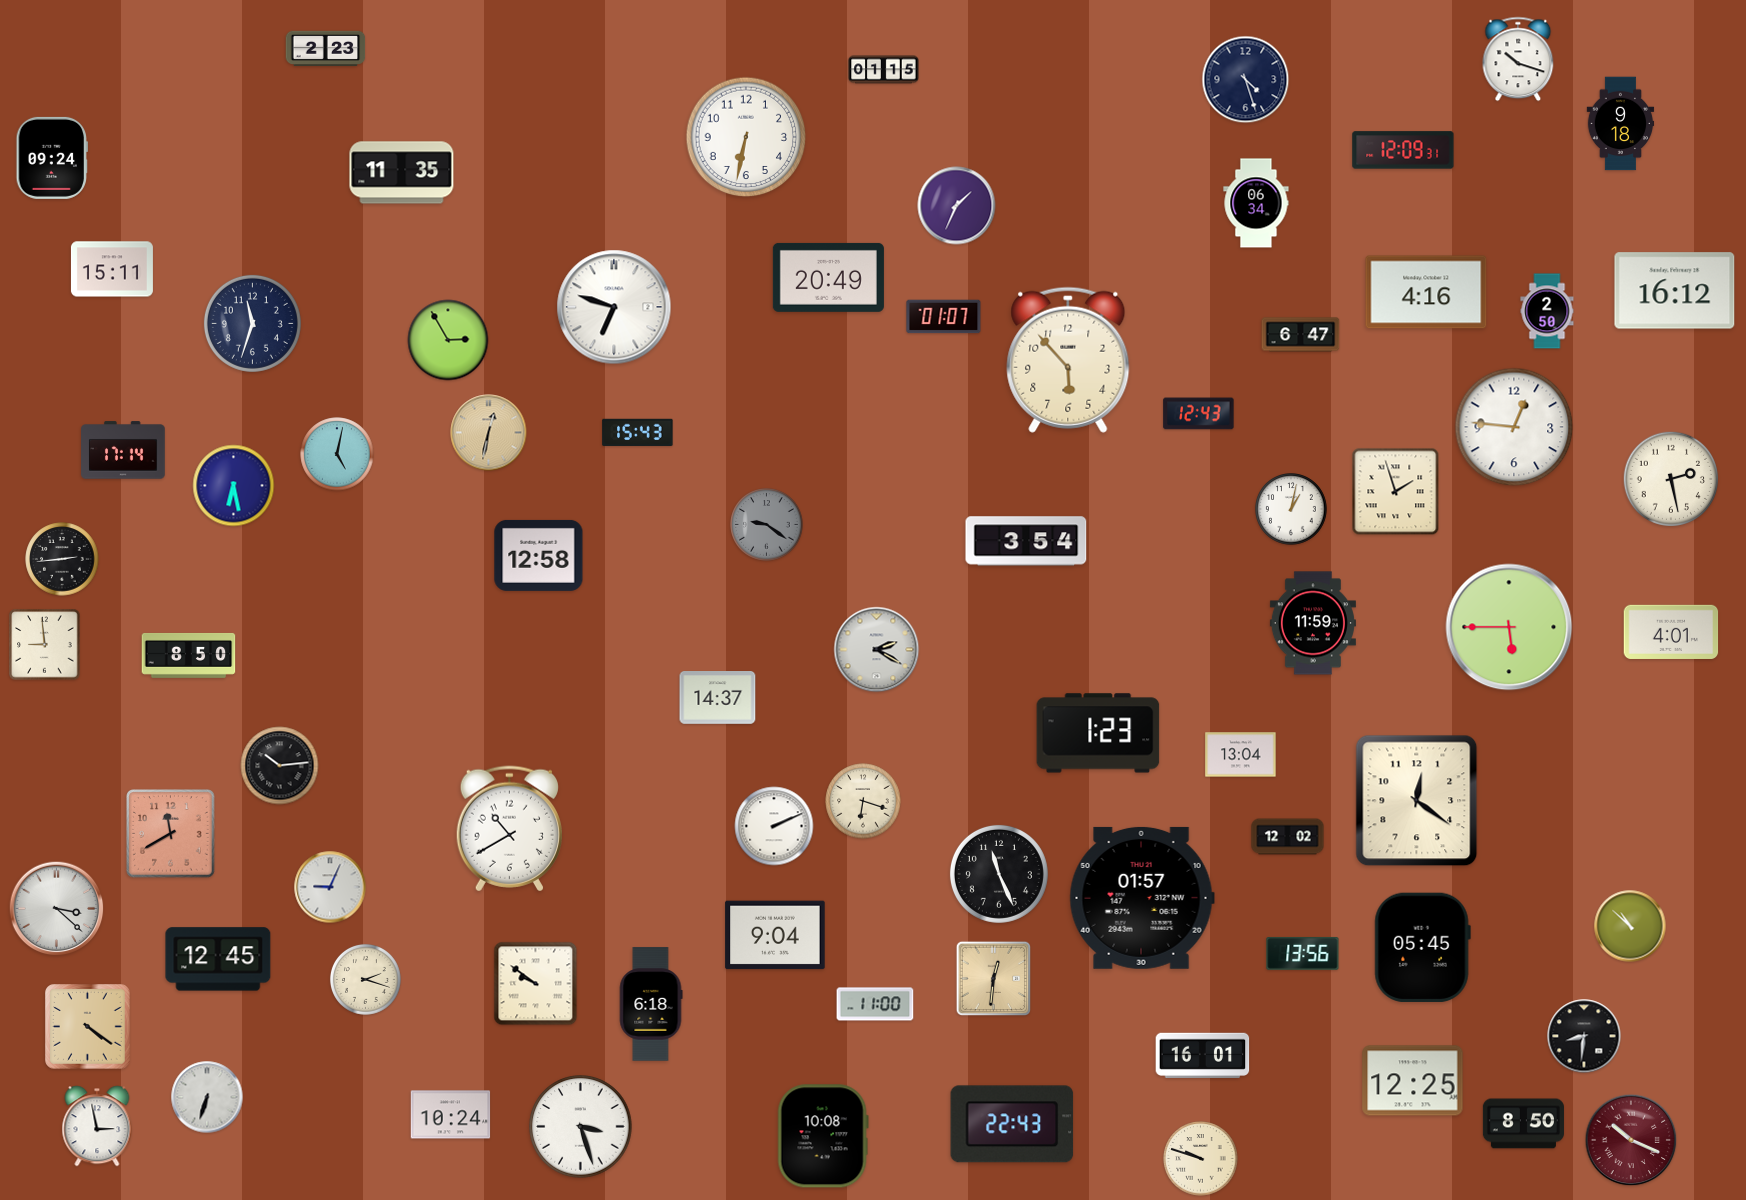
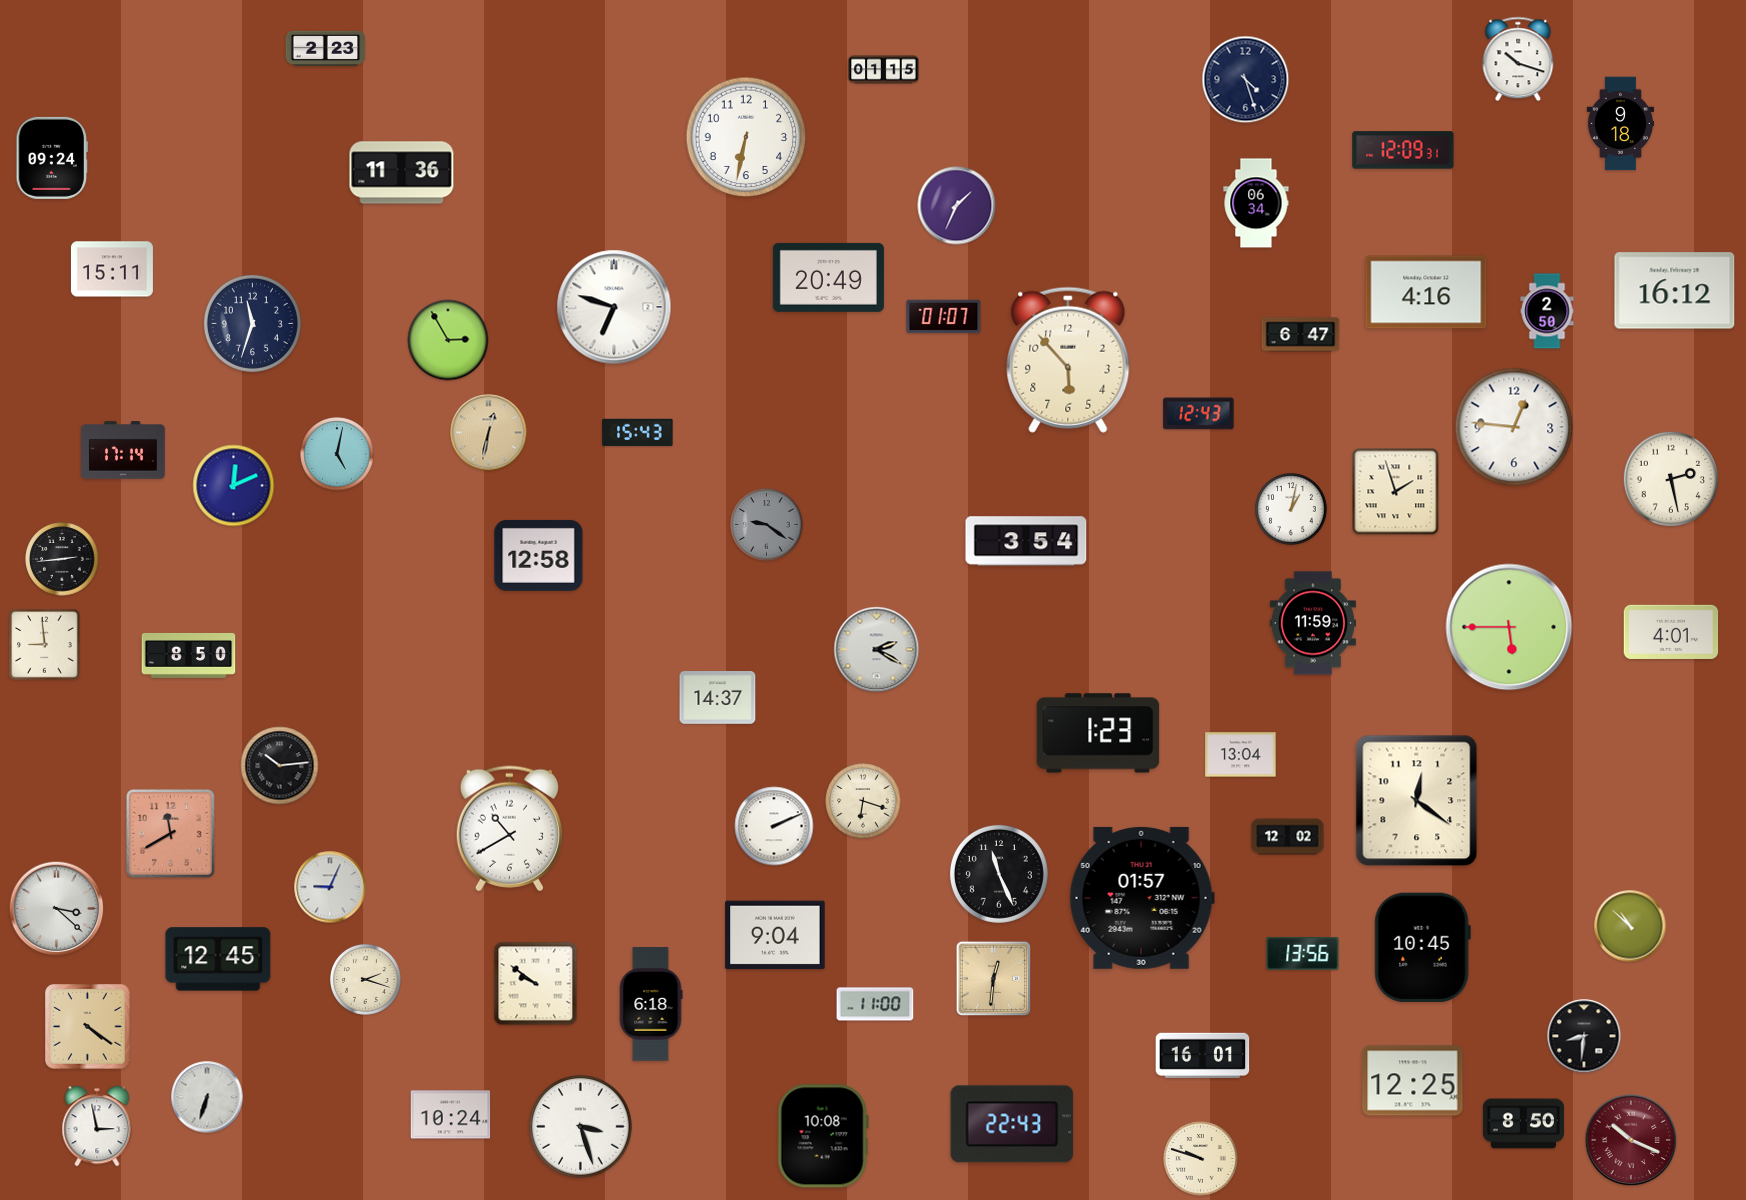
clock at (402, 173): 11:35 -> 11:36
clock at (234, 486): 6:28 -> 12:11
clock at (1422, 947): 05:45 -> 10:45
